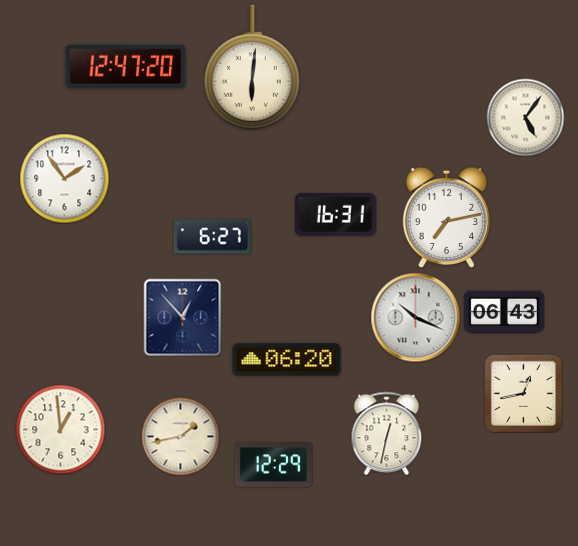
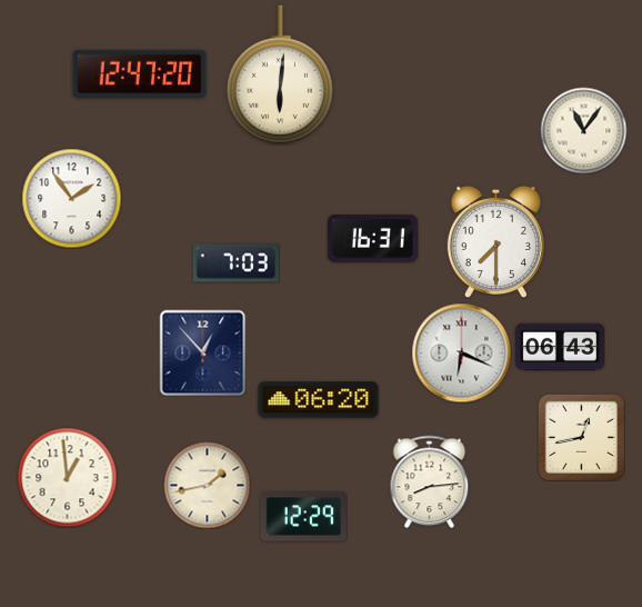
clock at (525, 117): 5:06 -> 11:06
clock at (446, 217): 7:13 -> 7:30
clock at (212, 237): 6:27 -> 7:03
clock at (415, 317): 10:19 -> 6:19
clock at (387, 433): 12:32 -> 8:14
clock at (180, 436) position: (180, 436) -> (207, 485)
